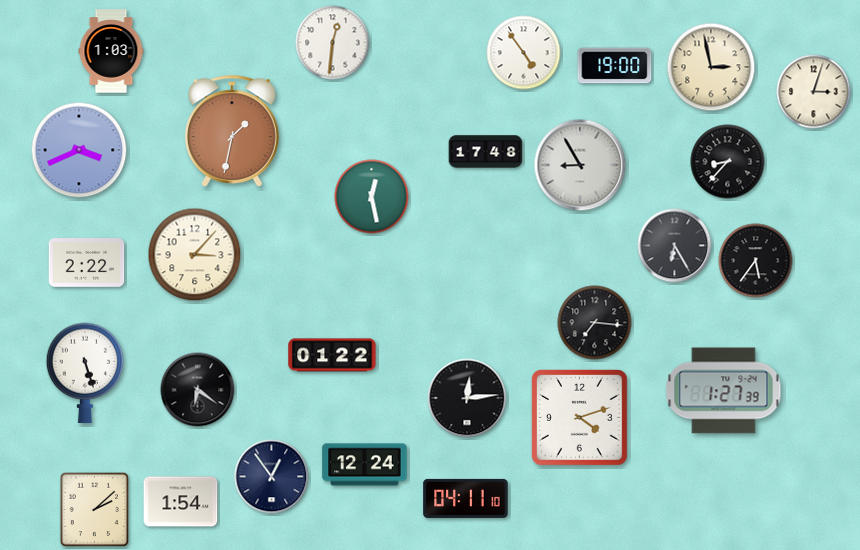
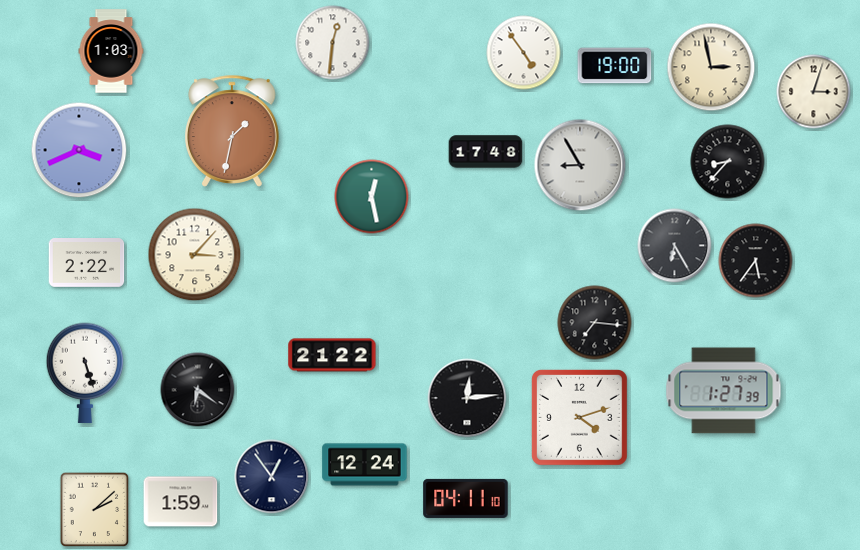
clock at (332, 355): 01:22 -> 21:22
clock at (181, 502): 1:54 -> 1:59
